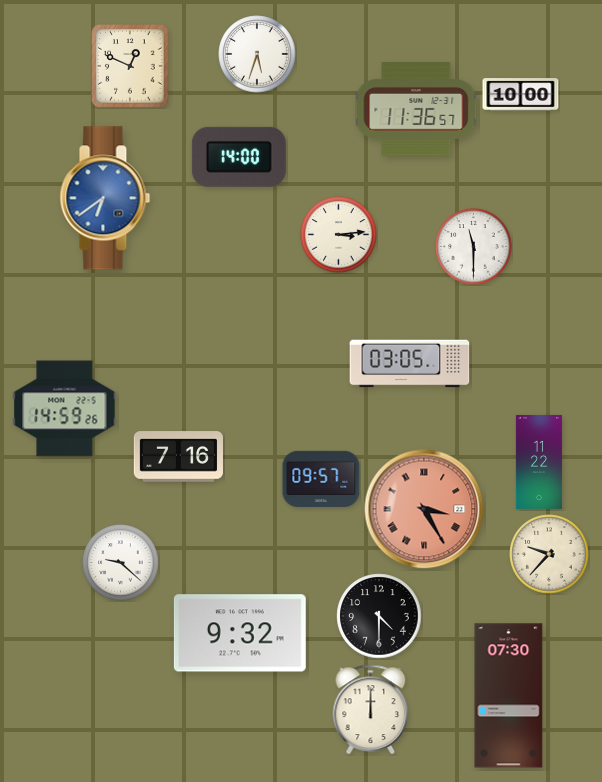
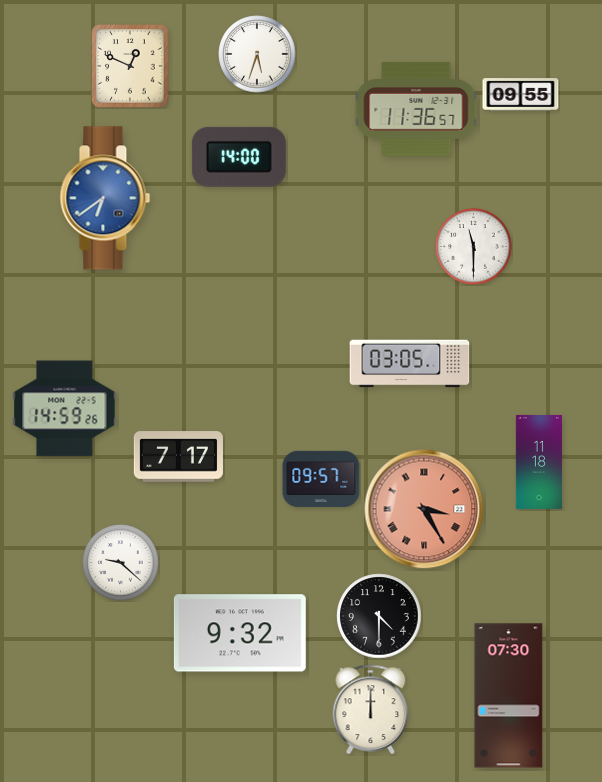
clock at (521, 95): 10:00 -> 09:55
clock at (339, 235): 3:14 -> none
clock at (178, 457): 7:16 -> 7:17
clock at (539, 462): 11:22 -> 11:18
clock at (549, 554): 9:37 -> none
